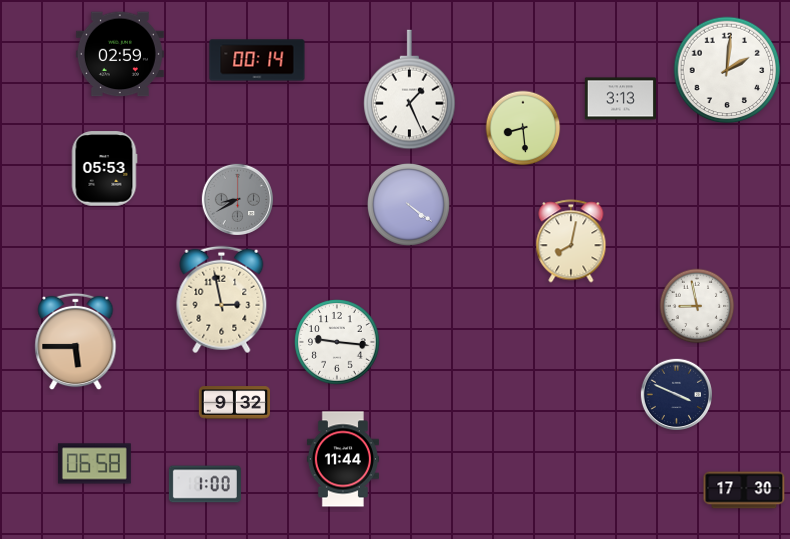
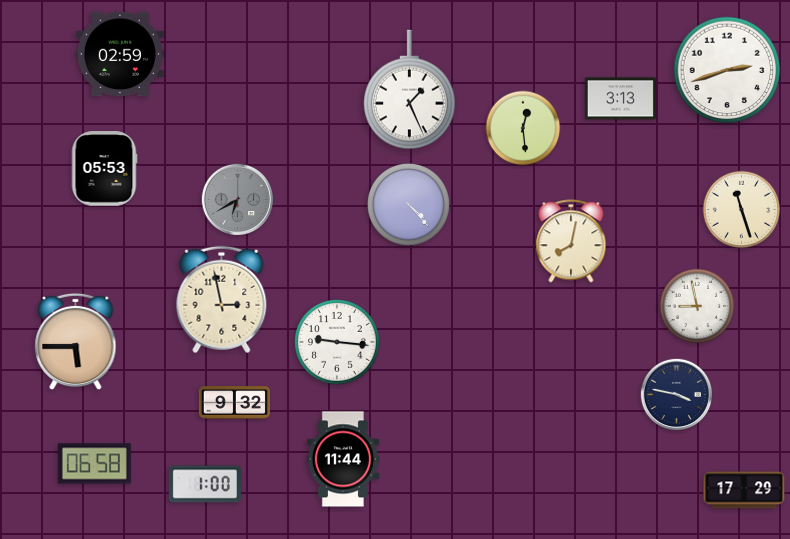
clock at (257, 60): 00:14 -> none
clock at (727, 70): 2:01 -> 2:42
clock at (523, 128): 8:29 -> 12:29
clock at (237, 199): 8:40 -> 6:40
clock at (408, 204): 4:21 -> 4:23
clock at (742, 210): none -> 11:27
clock at (676, 394): 3:49 -> 3:47
clock at (744, 490): 17:30 -> 17:29
